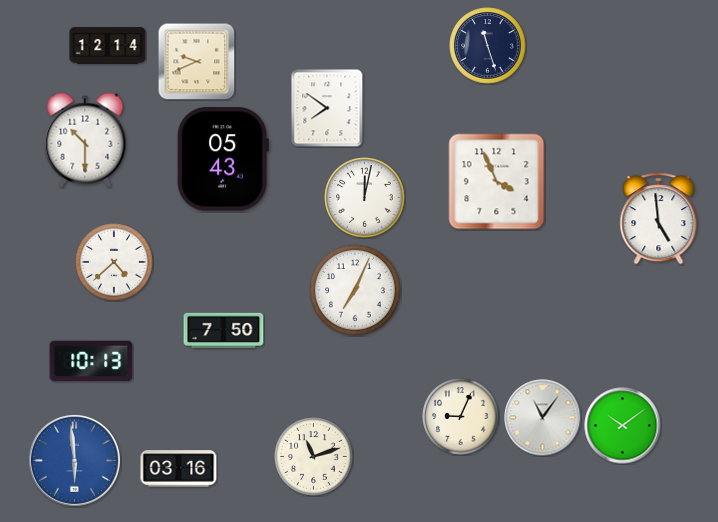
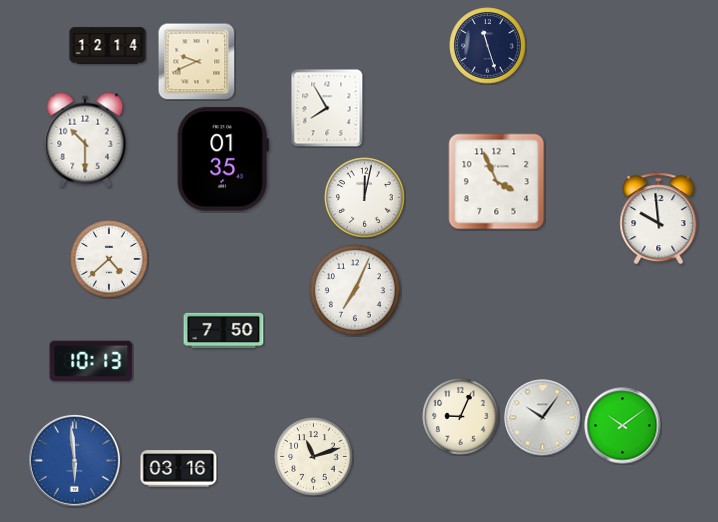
clock at (327, 108): 7:51 -> 7:55
clock at (223, 159): 05:43 -> 01:35
clock at (659, 219): 4:59 -> 9:59
clock at (114, 262) position: (114, 262) -> (109, 259)
clock at (543, 418): 11:06 -> 10:06
